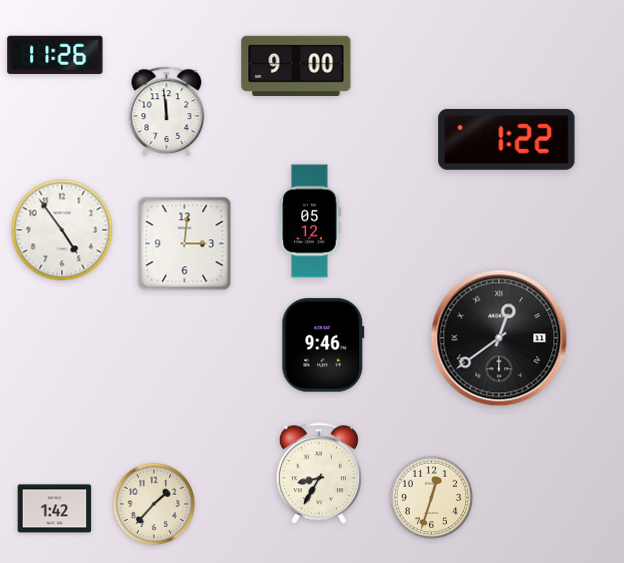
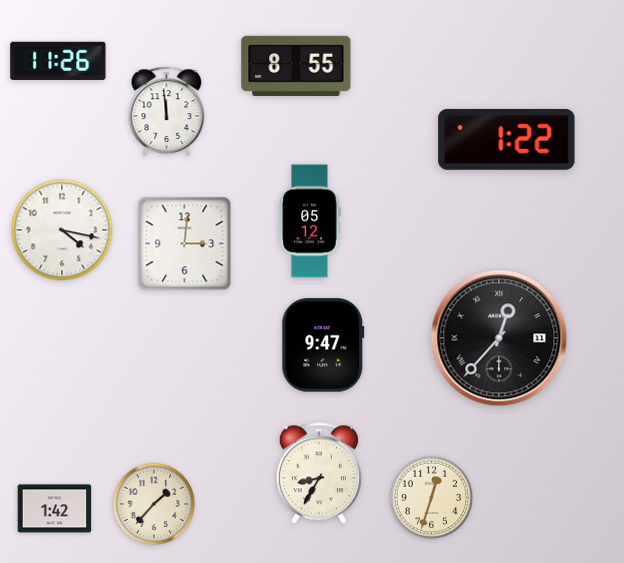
clock at (55, 55) position: (55, 55) -> (58, 61)
clock at (296, 66): 9:00 -> 8:55
clock at (62, 230): 4:54 -> 4:17
clock at (499, 338): 12:39 -> 12:37
clock at (323, 345): 9:46 -> 9:47
